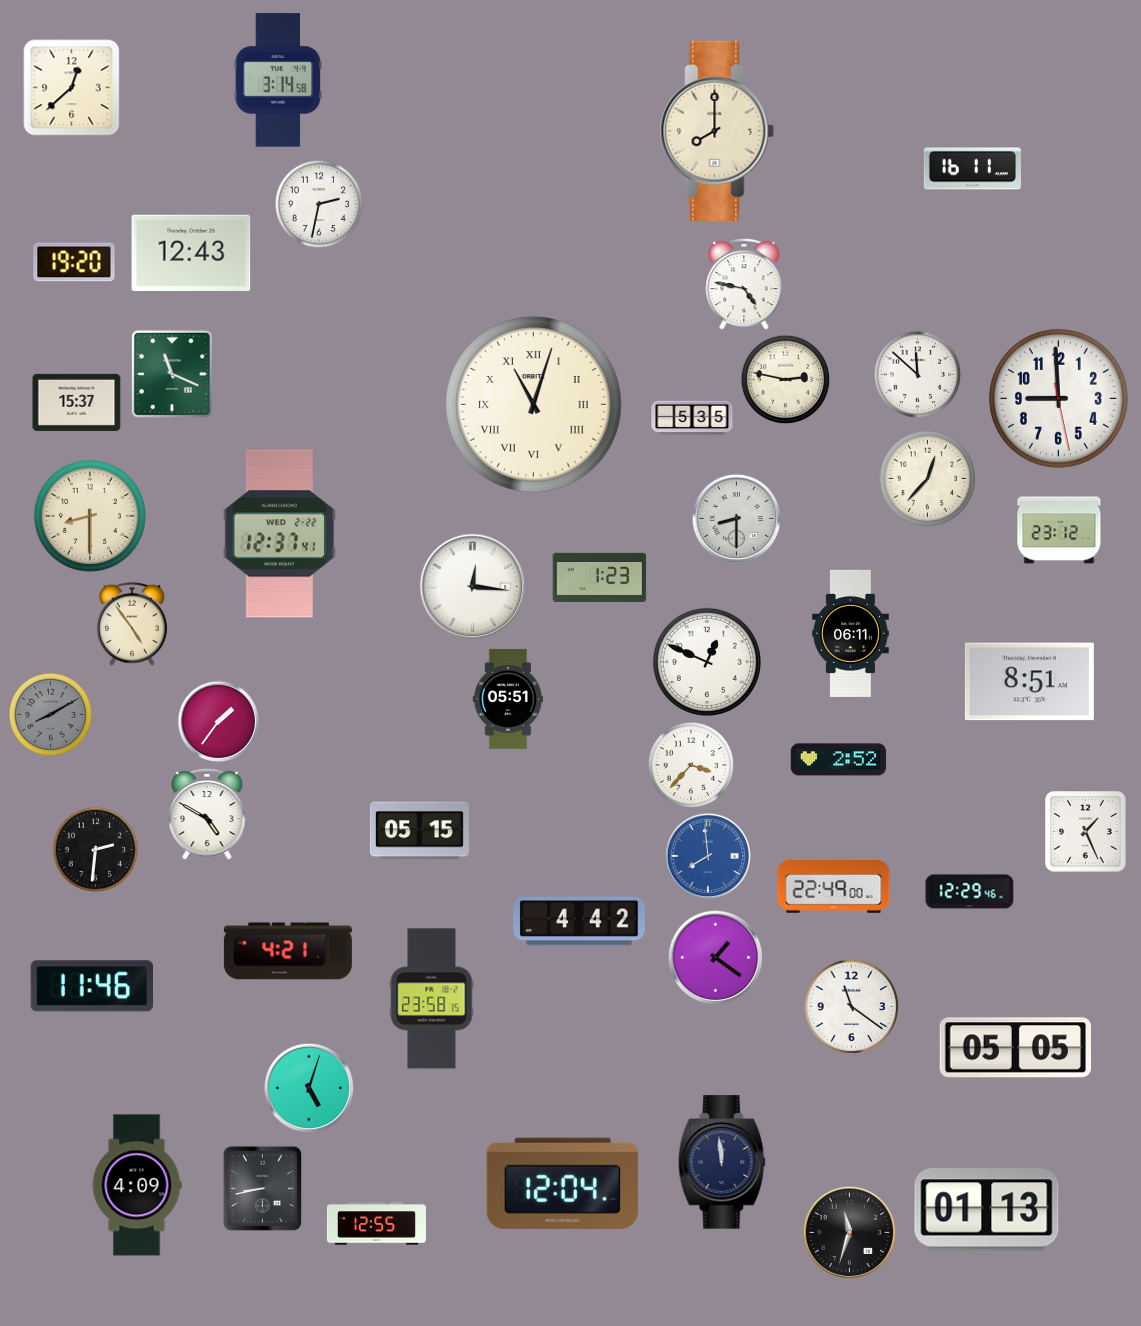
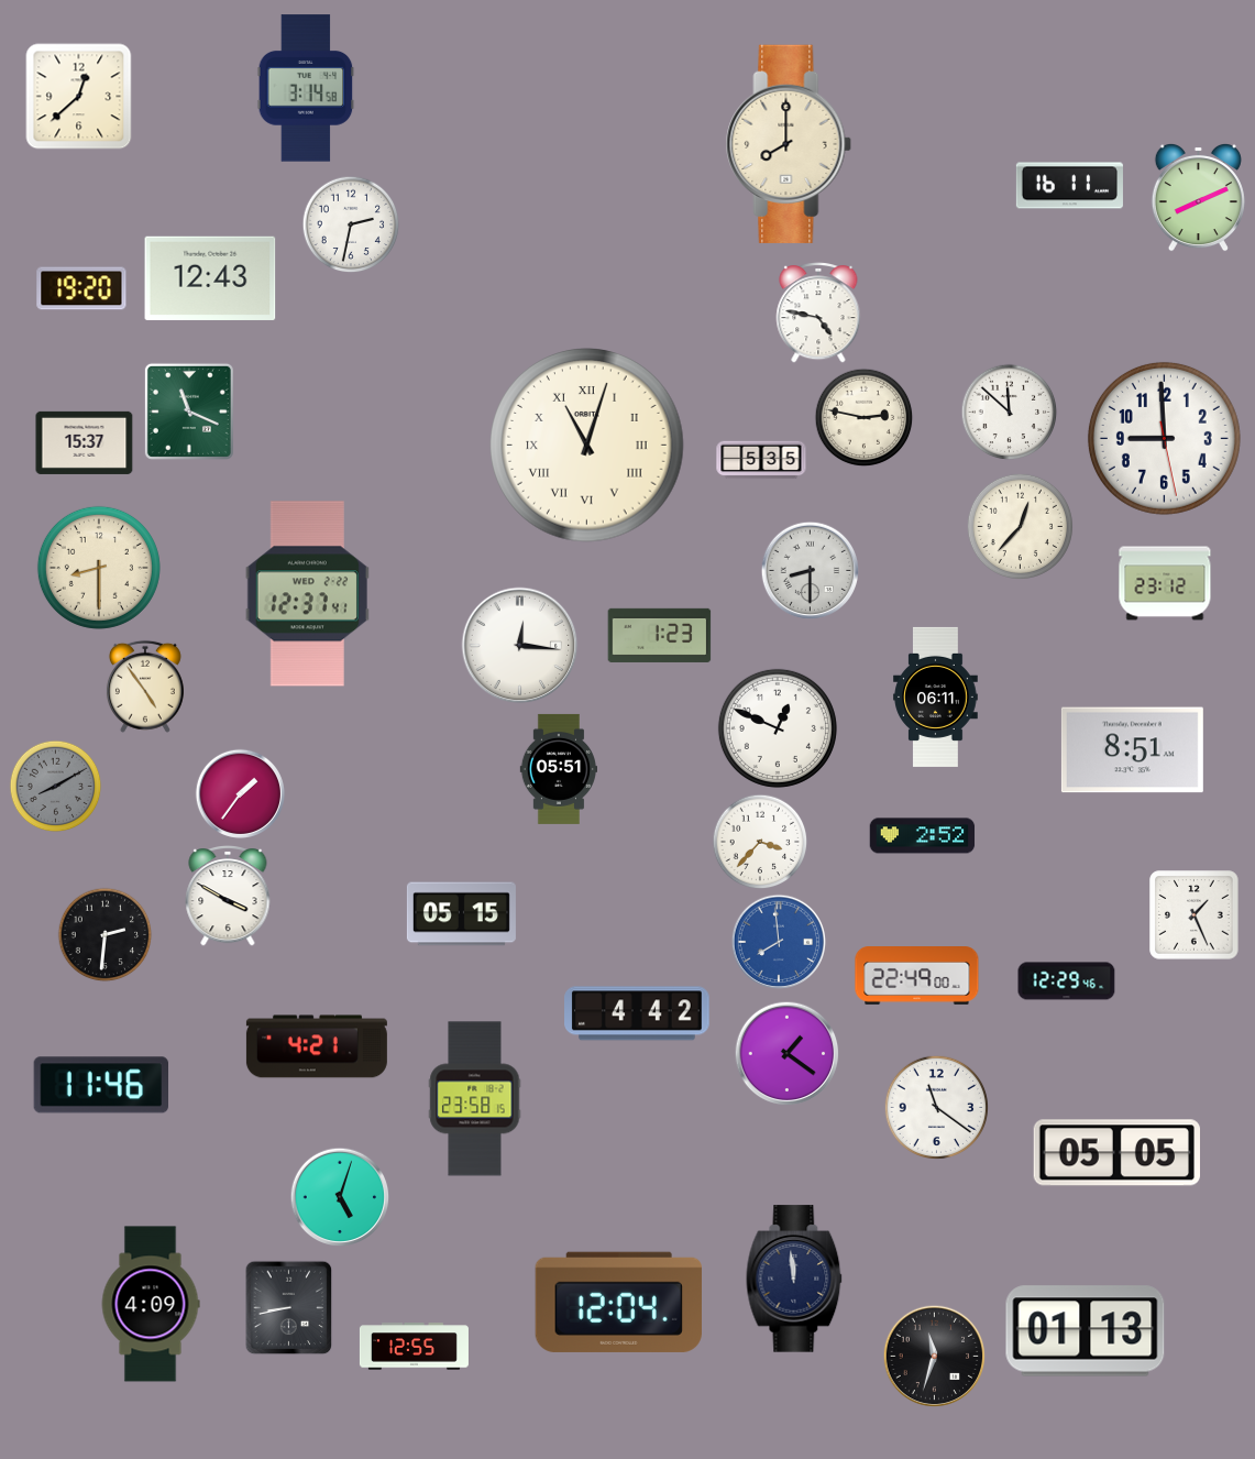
clock at (1198, 197): none -> 8:11
clock at (279, 534) position: (279, 534) -> (307, 594)
clock at (207, 814): 4:50 -> 3:50
